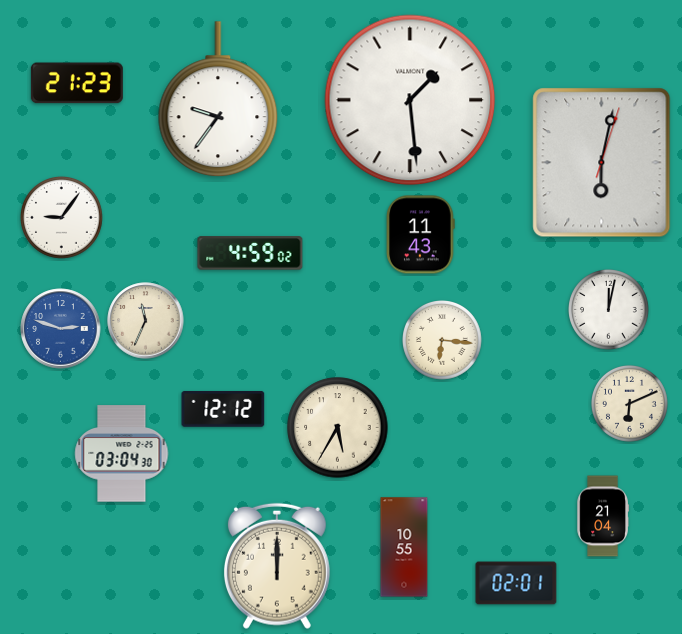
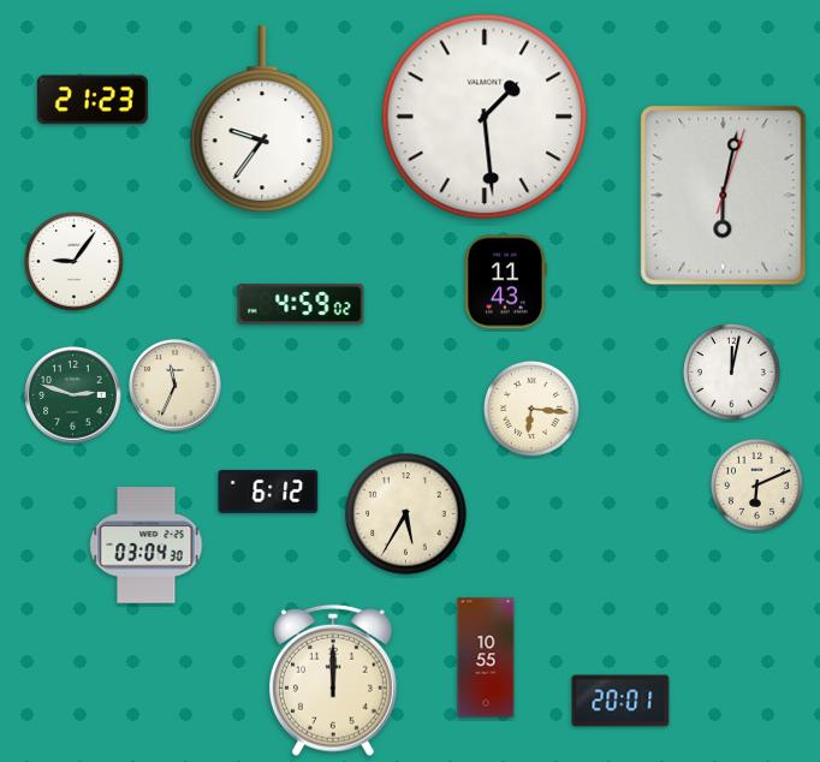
clock at (410, 100) position: (410, 100) -> (485, 117)
clock at (61, 329) dial: blue -> green
clock at (223, 409): 12:12 -> 6:12
clock at (602, 516): 21:04 -> none
clock at (516, 583): 02:01 -> 20:01
